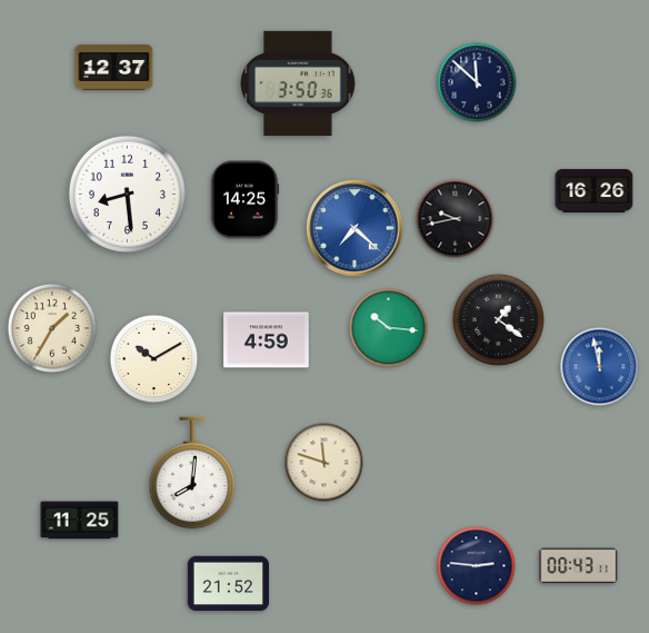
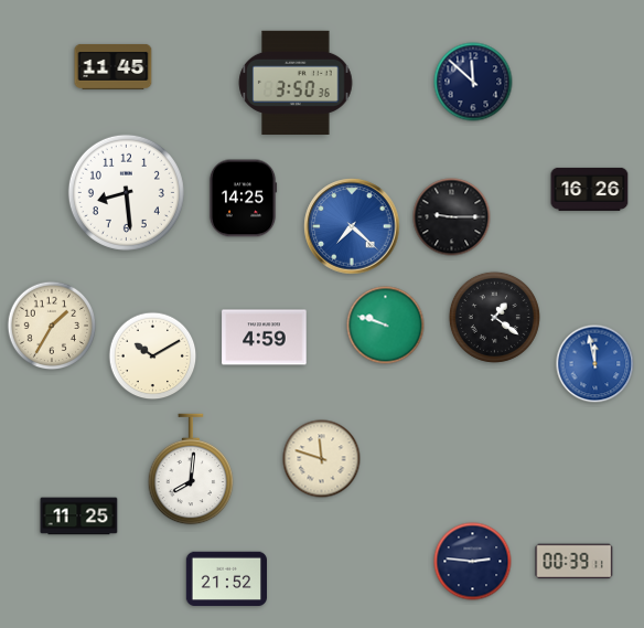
clock at (114, 67): 12:37 -> 11:45
clock at (456, 219): 9:43 -> 9:15
clock at (389, 328): 10:16 -> 9:48
clock at (579, 566): 00:43 -> 00:39
